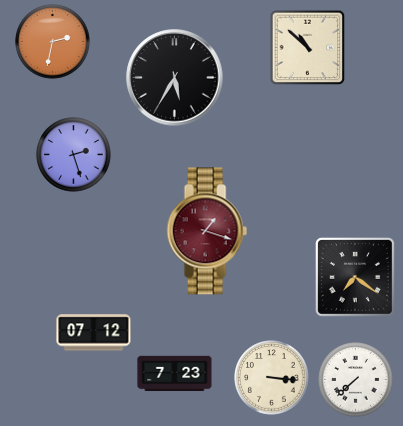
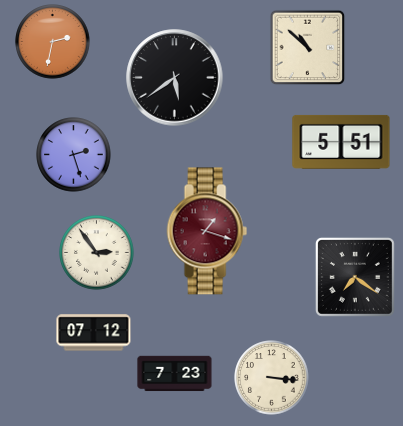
clock at (175, 78): 5:35 -> 5:39
clock at (341, 142): none -> 5:51
clock at (97, 253): none -> 2:54
clock at (356, 380): 7:38 -> none
